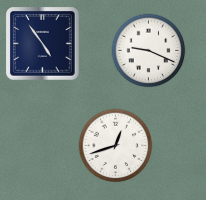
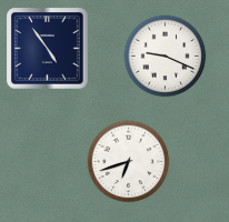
clock at (116, 146): 12:42 -> 6:42
